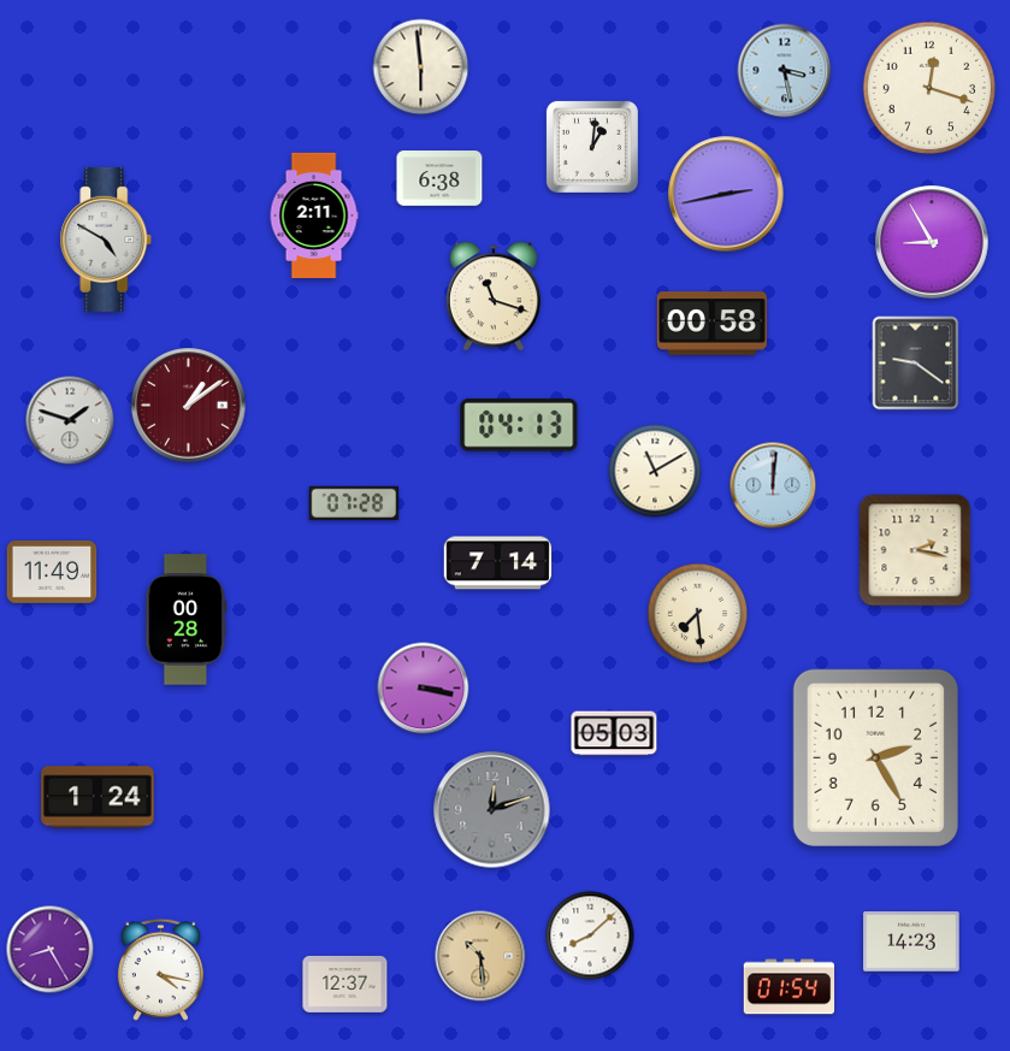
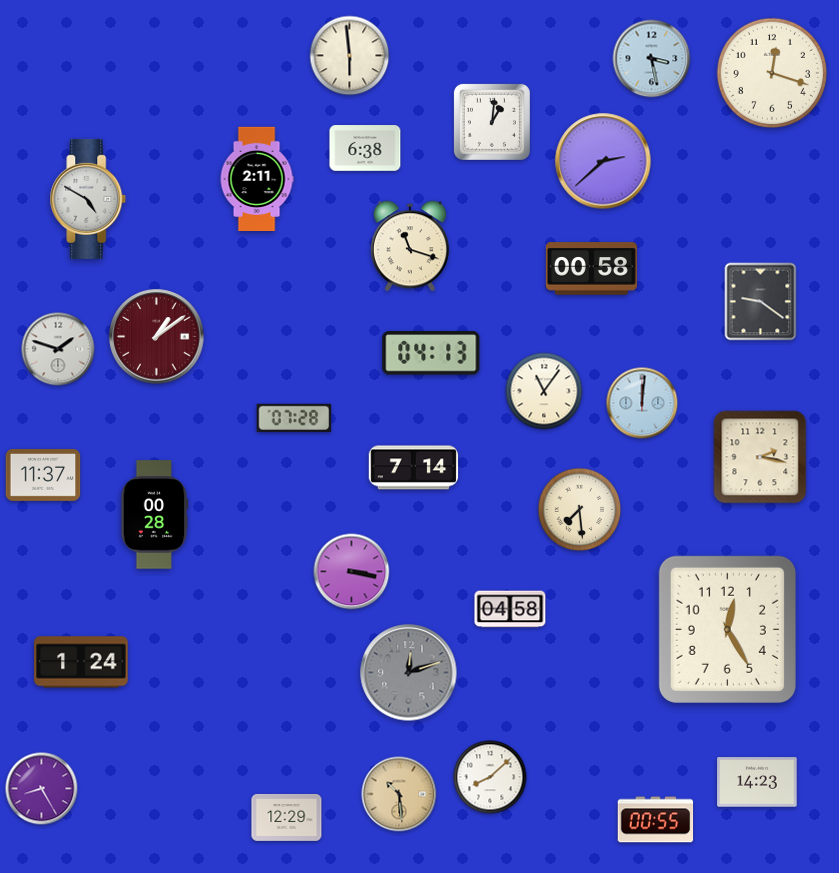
clock at (726, 194): 2:43 -> 2:38
clock at (314, 214) position: (314, 214) -> (257, 178)
clock at (932, 242): 8:55 -> none
clock at (655, 471): 11:10 -> 11:06
clock at (52, 573): 11:49 -> 11:37
clock at (614, 733): 05:03 -> 04:58
clock at (875, 757): 2:25 -> 12:25
clock at (160, 969): 4:17 -> none
clock at (345, 984): 12:37 -> 12:29
clock at (790, 987): 01:54 -> 00:55
